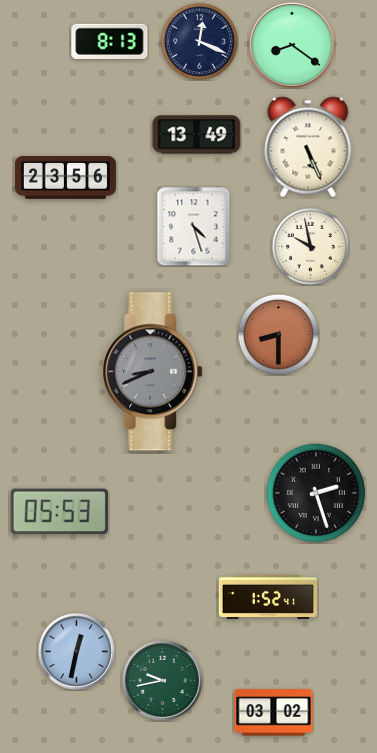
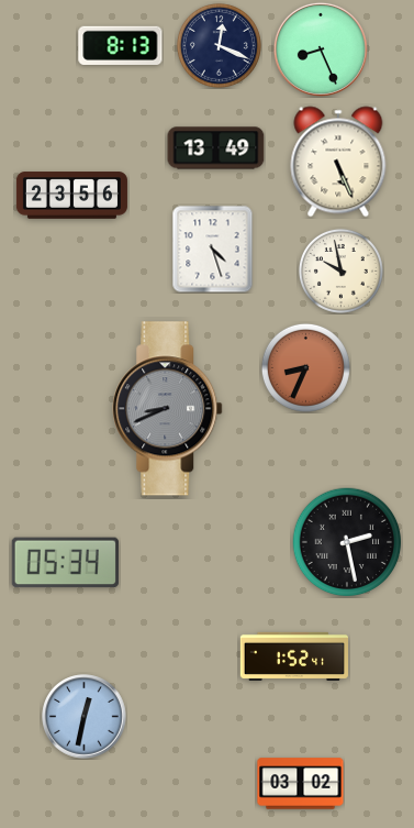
clock at (292, 45): 8:21 -> 8:26
clock at (278, 334): 8:30 -> 8:34
clock at (316, 493): 2:27 -> 2:28
clock at (59, 512): 05:53 -> 05:34
clock at (163, 681): 9:43 -> none
